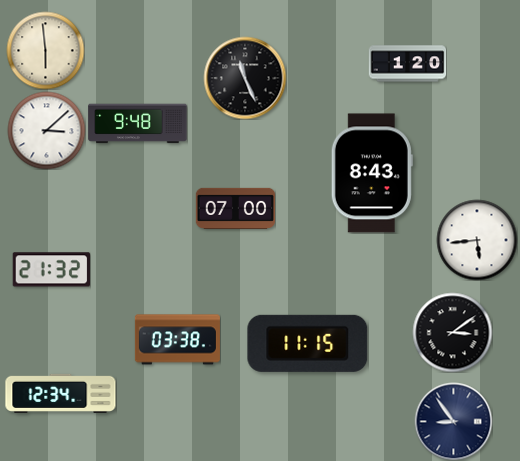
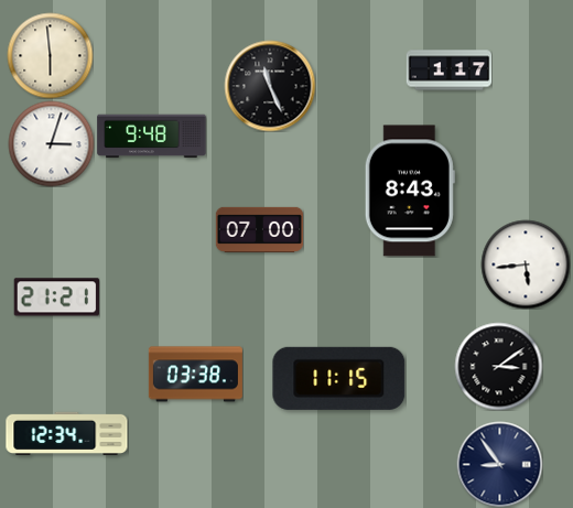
clock at (407, 64): 1:20 -> 1:17
clock at (46, 130): 3:08 -> 3:03
clock at (51, 270): 21:32 -> 21:21
